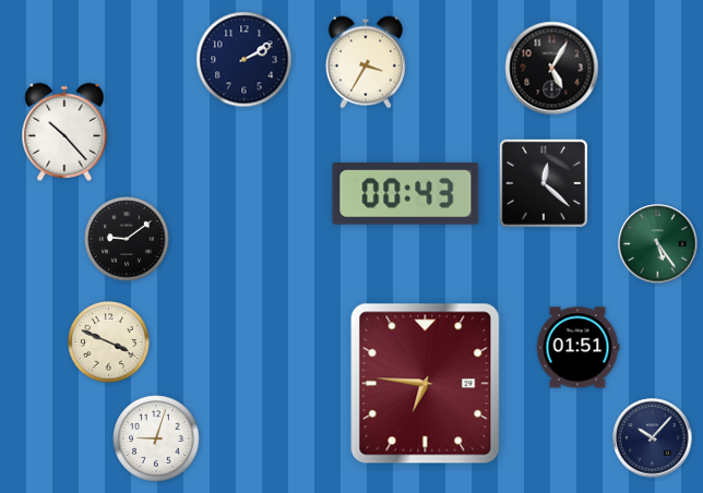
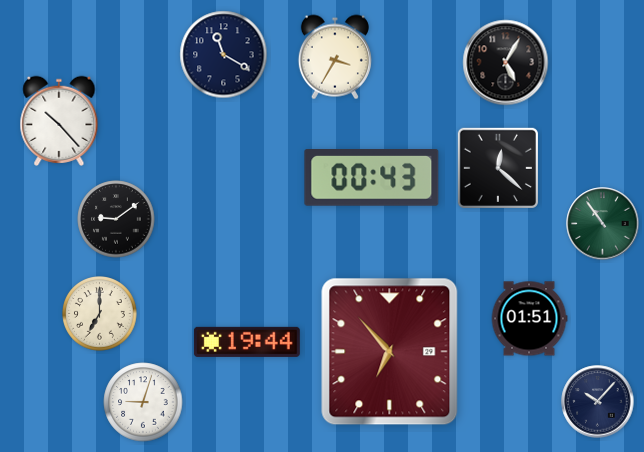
clock at (245, 60): 2:10 -> 11:20
clock at (658, 244): 5:24 -> 10:54
clock at (109, 342): 3:49 -> 7:00
clock at (247, 342): none -> 19:44
clock at (426, 384): 6:46 -> 6:53
